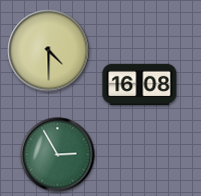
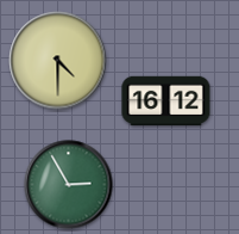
clock at (140, 85): 16:08 -> 16:12
